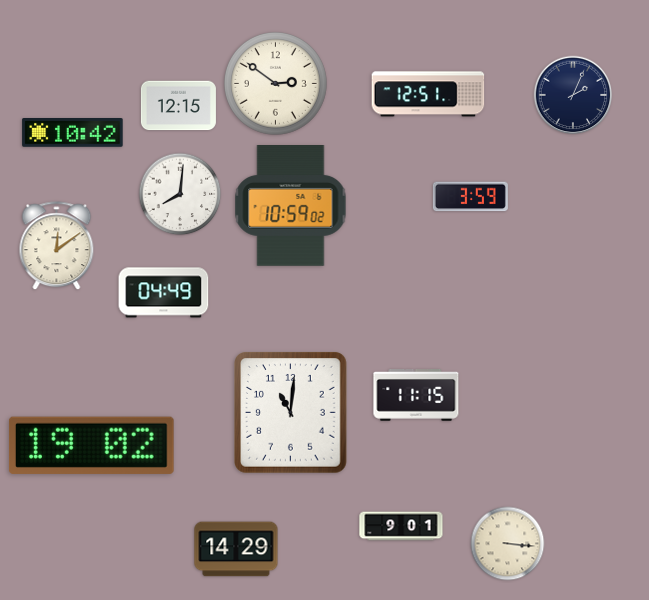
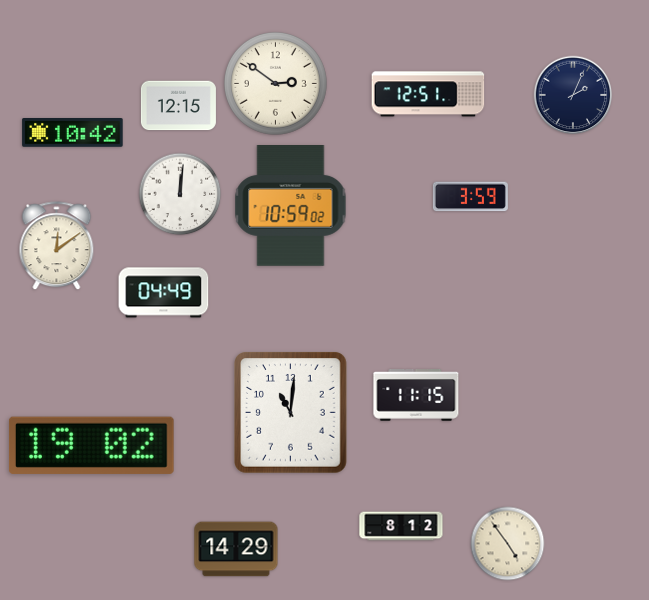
clock at (180, 194): 8:01 -> 12:01
clock at (401, 526): 9:01 -> 8:12
clock at (508, 544): 3:16 -> 4:54
